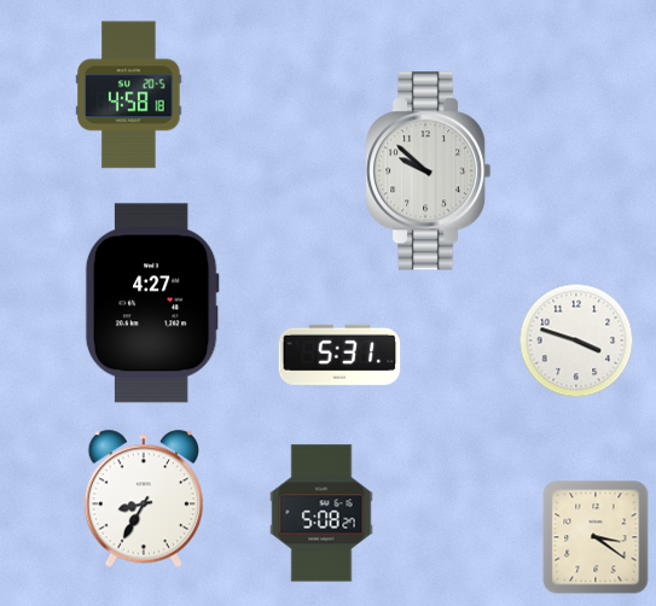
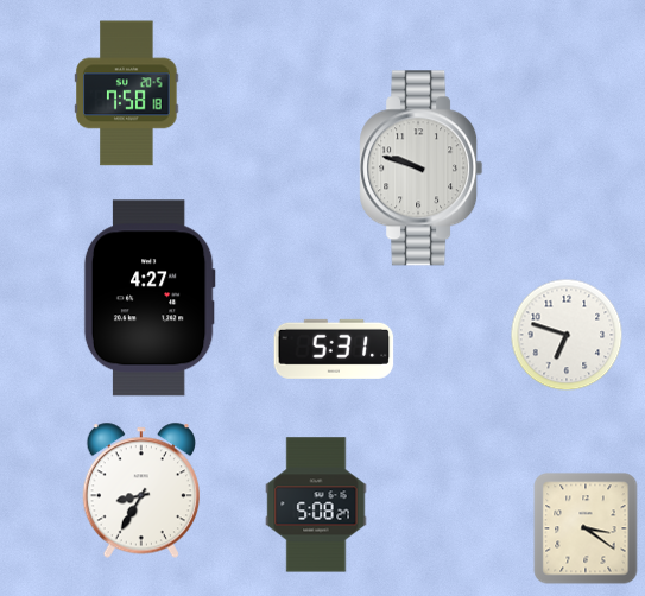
clock at (129, 95): 4:58 -> 7:58
clock at (429, 171): 9:52 -> 9:48
clock at (576, 340): 3:48 -> 6:48
